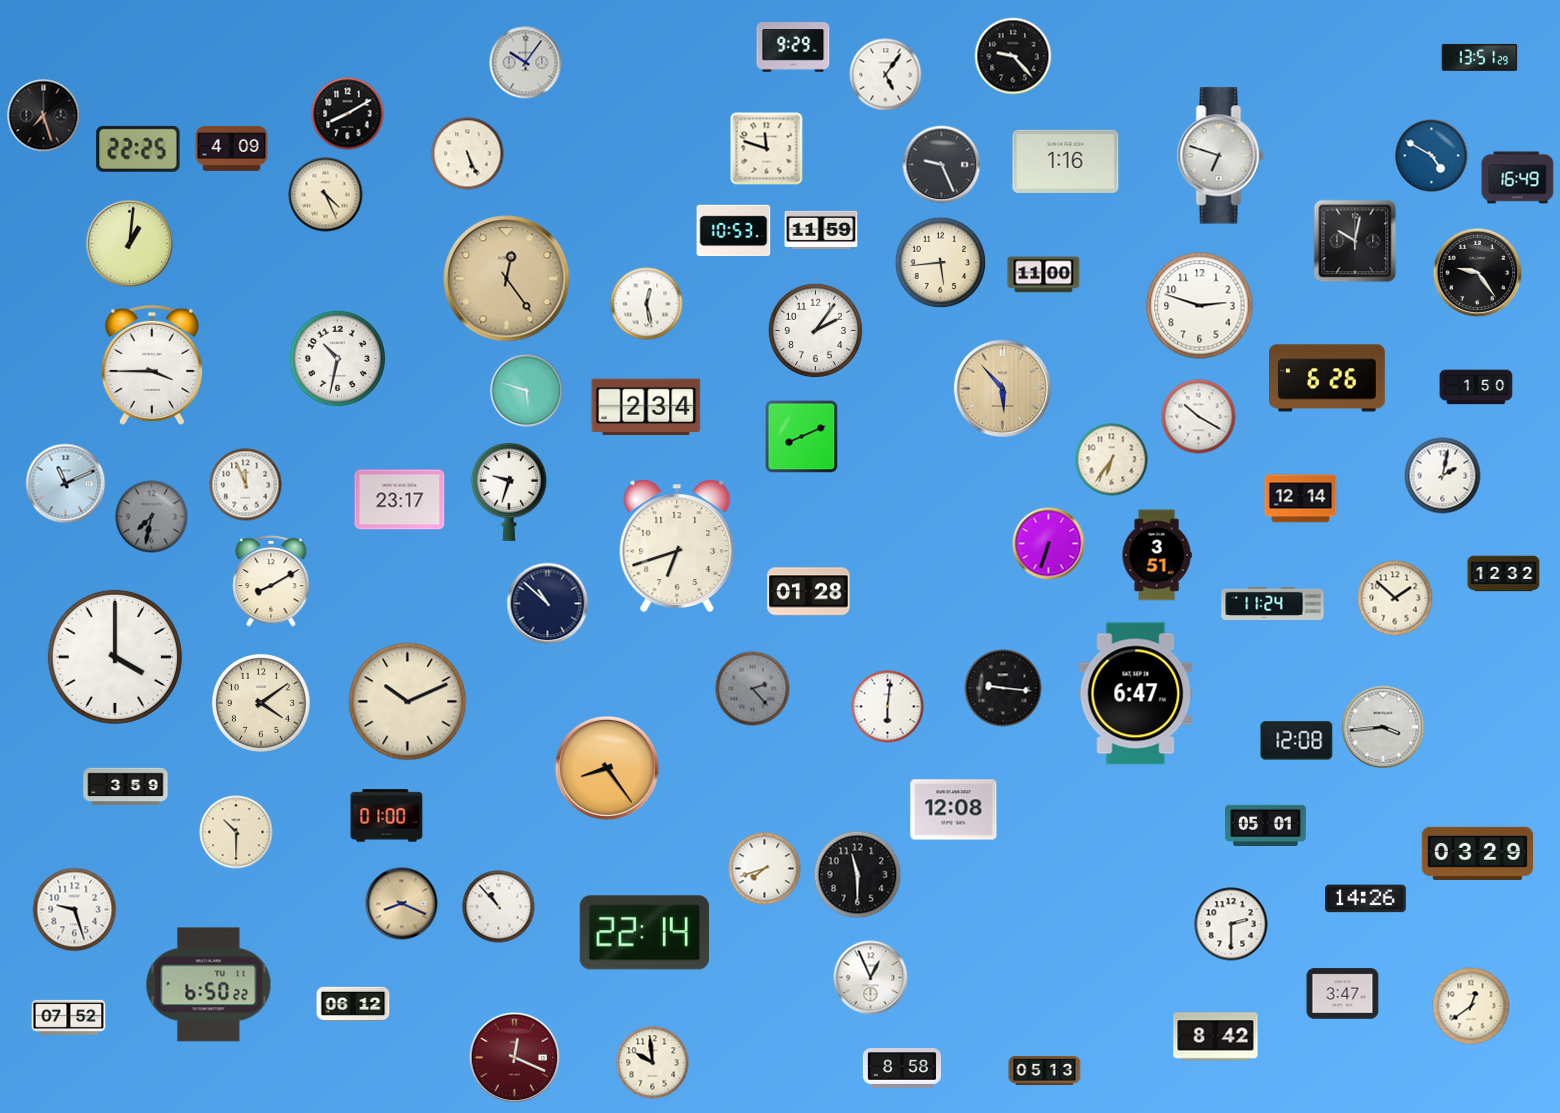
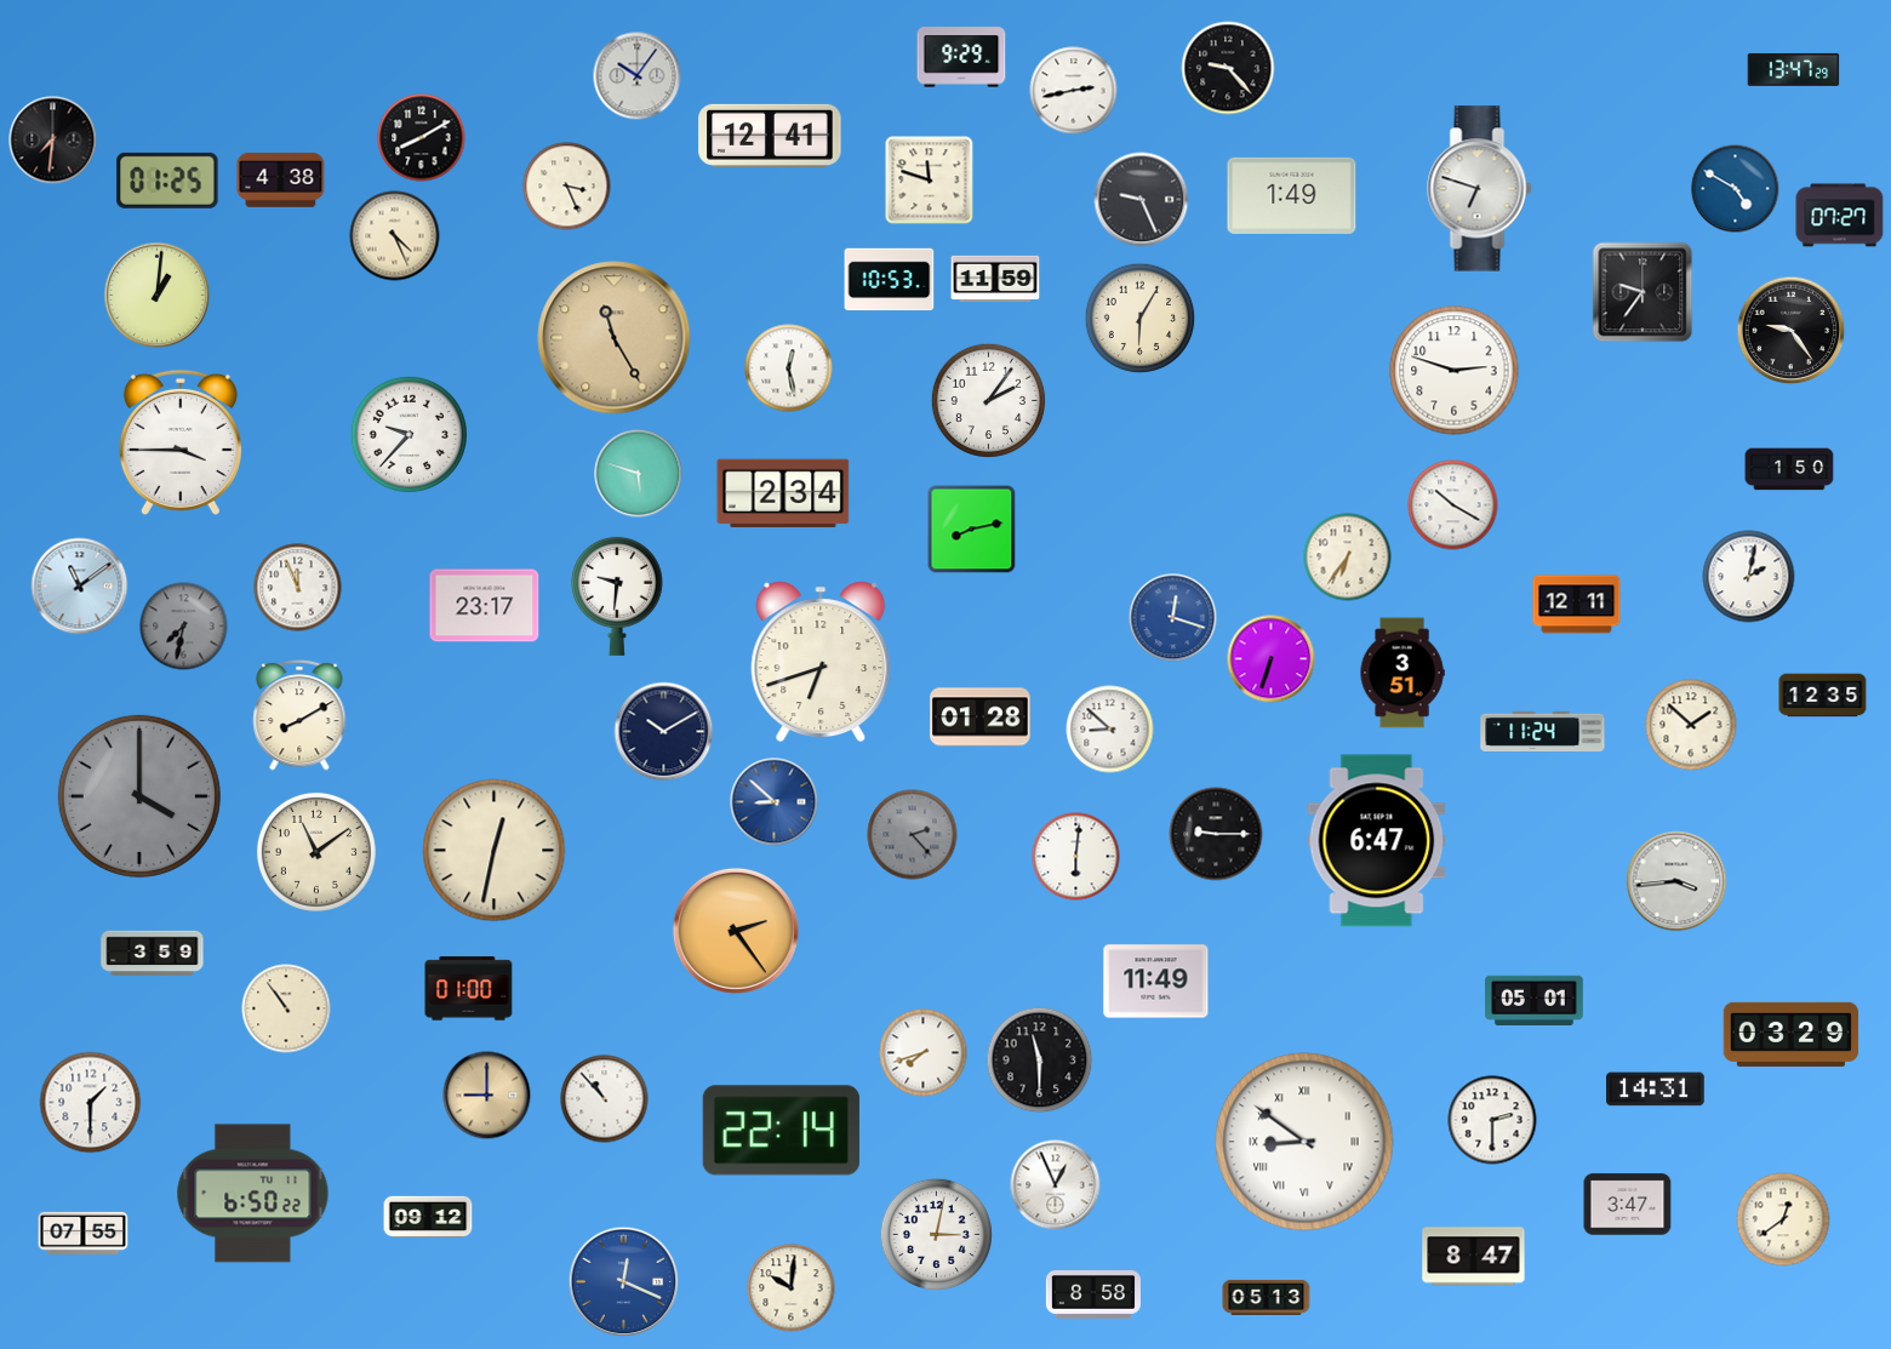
clock at (1480, 57): 13:51 -> 13:47
clock at (886, 75): 5:06 -> 2:43
clock at (770, 136): none -> 12:41
clock at (44, 116): 7:27 -> 7:31
clock at (232, 148): 4:09 -> 4:38
clock at (138, 149): 22:25 -> 01:25
clock at (468, 154): 5:26 -> 3:26
clock at (1066, 161): 1:16 -> 1:49
clock at (1518, 178): 16:49 -> 07:27
clock at (1355, 241): 10:02 -> 9:36
clock at (941, 263): 5:44 -> 6:05
clock at (1044, 275): 11:00 -> none
clock at (507, 279): 12:24 -> 11:25
clock at (647, 304) position: (647, 304) -> (789, 368)
clock at (337, 358): 10:32 -> 9:37
clock at (152, 365) position: (152, 365) -> (181, 442)
clock at (1328, 378): 6:26 -> none
clock at (1002, 388): 5:53 -> none
clock at (802, 437): 8:11 -> 8:13
clock at (66, 484): 11:11 -> 11:09
clock at (509, 492): 9:33 -> 9:31
clock at (1301, 499): 12:14 -> 12:11
clock at (1173, 618): none -> 12:18
clock at (1504, 574): 12:32 -> 12:35
clock at (271, 581) position: (271, 581) -> (299, 715)
clock at (1110, 730): none -> 8:52
clock at (548, 604): 10:52 -> 10:10
clock at (115, 657) dial: white -> grey
clock at (775, 802): none -> 8:52
clock at (1003, 688): 9:16 -> 9:15
clock at (408, 702): 10:11 -> 12:32
clock at (261, 703): 4:09 -> 11:09
clock at (1297, 741): 12:08 -> none
clock at (607, 768): 8:24 -> 2:24
clock at (954, 810): 12:08 -> 11:49
clock at (236, 832): 10:30 -> 10:54
clock at (765, 869) position: (765, 869) -> (924, 1053)
clock at (1366, 899): 14:26 -> 14:31
clock at (402, 904): 8:19 -> 9:00
clock at (75, 910): 9:27 -> 1:30
clock at (1304, 1142): none -> 8:51
clock at (353, 1004): 06:12 -> 09:12
clock at (69, 1017): 07:52 -> 07:55
clock at (937, 1235): none -> 3:02
clock at (1216, 1037): 8:42 -> 8:47
clock at (515, 1058) dial: burgundy -> blue
clock at (653, 1063): 9:59 -> 10:01
